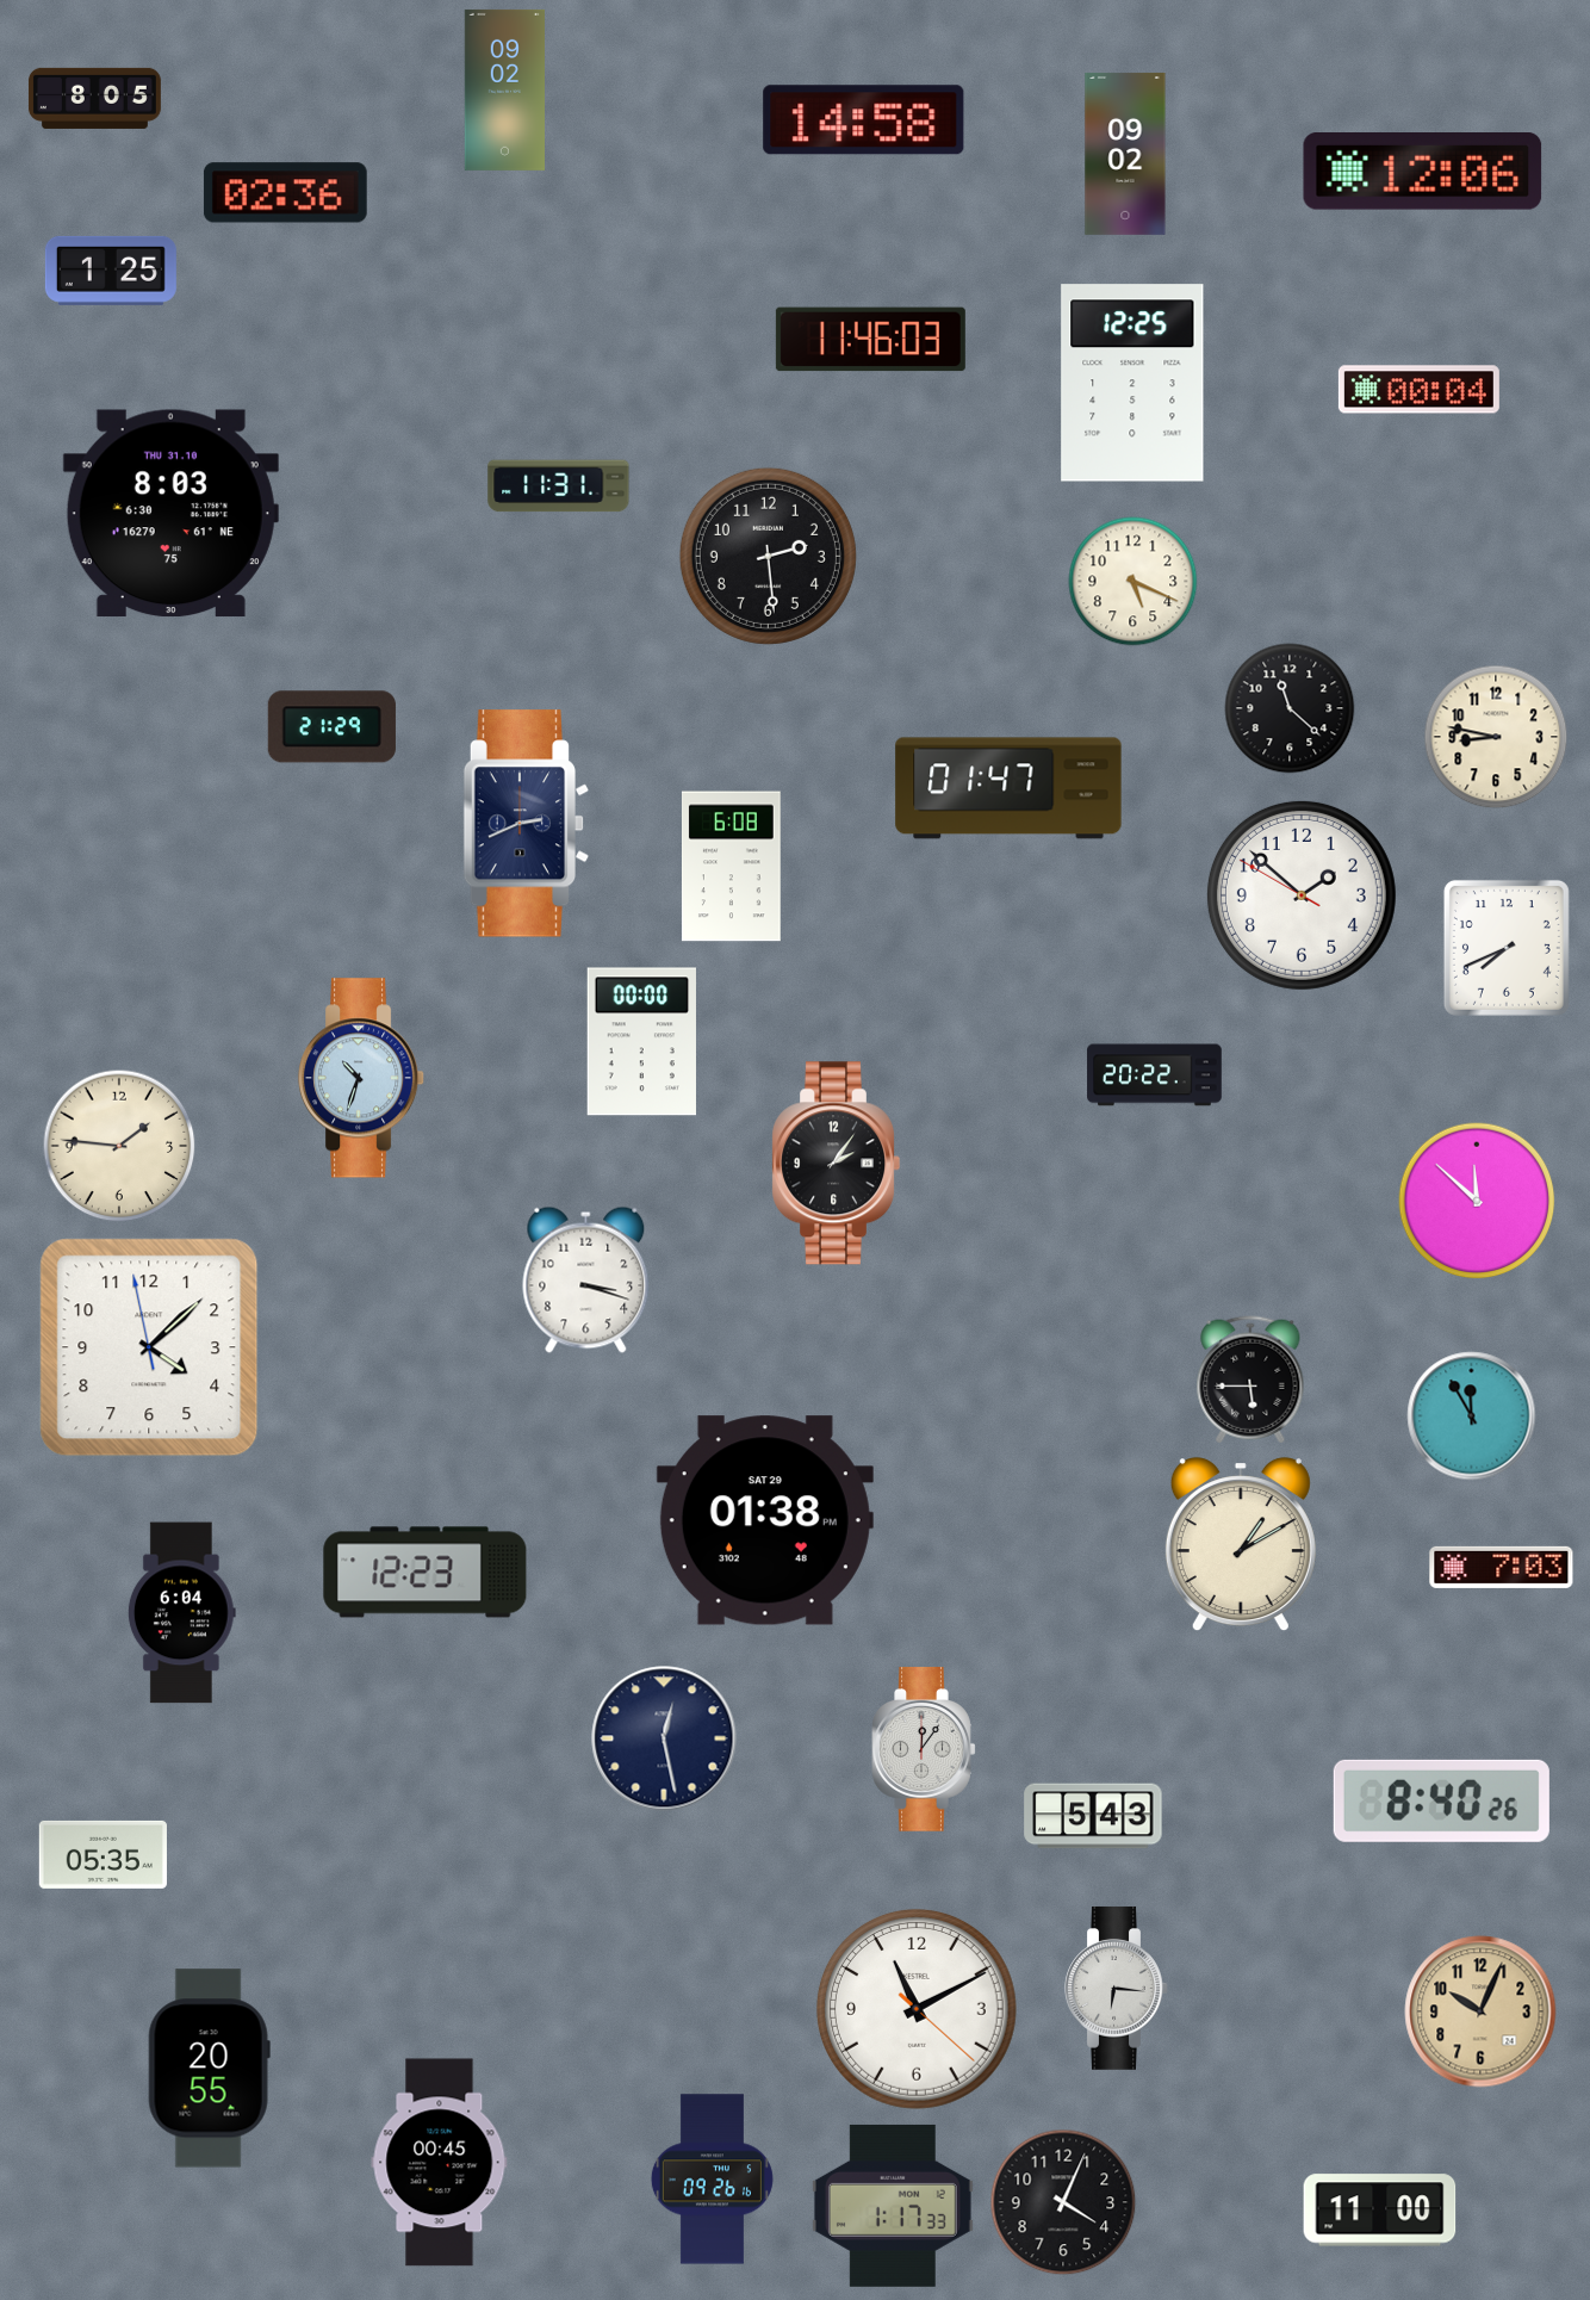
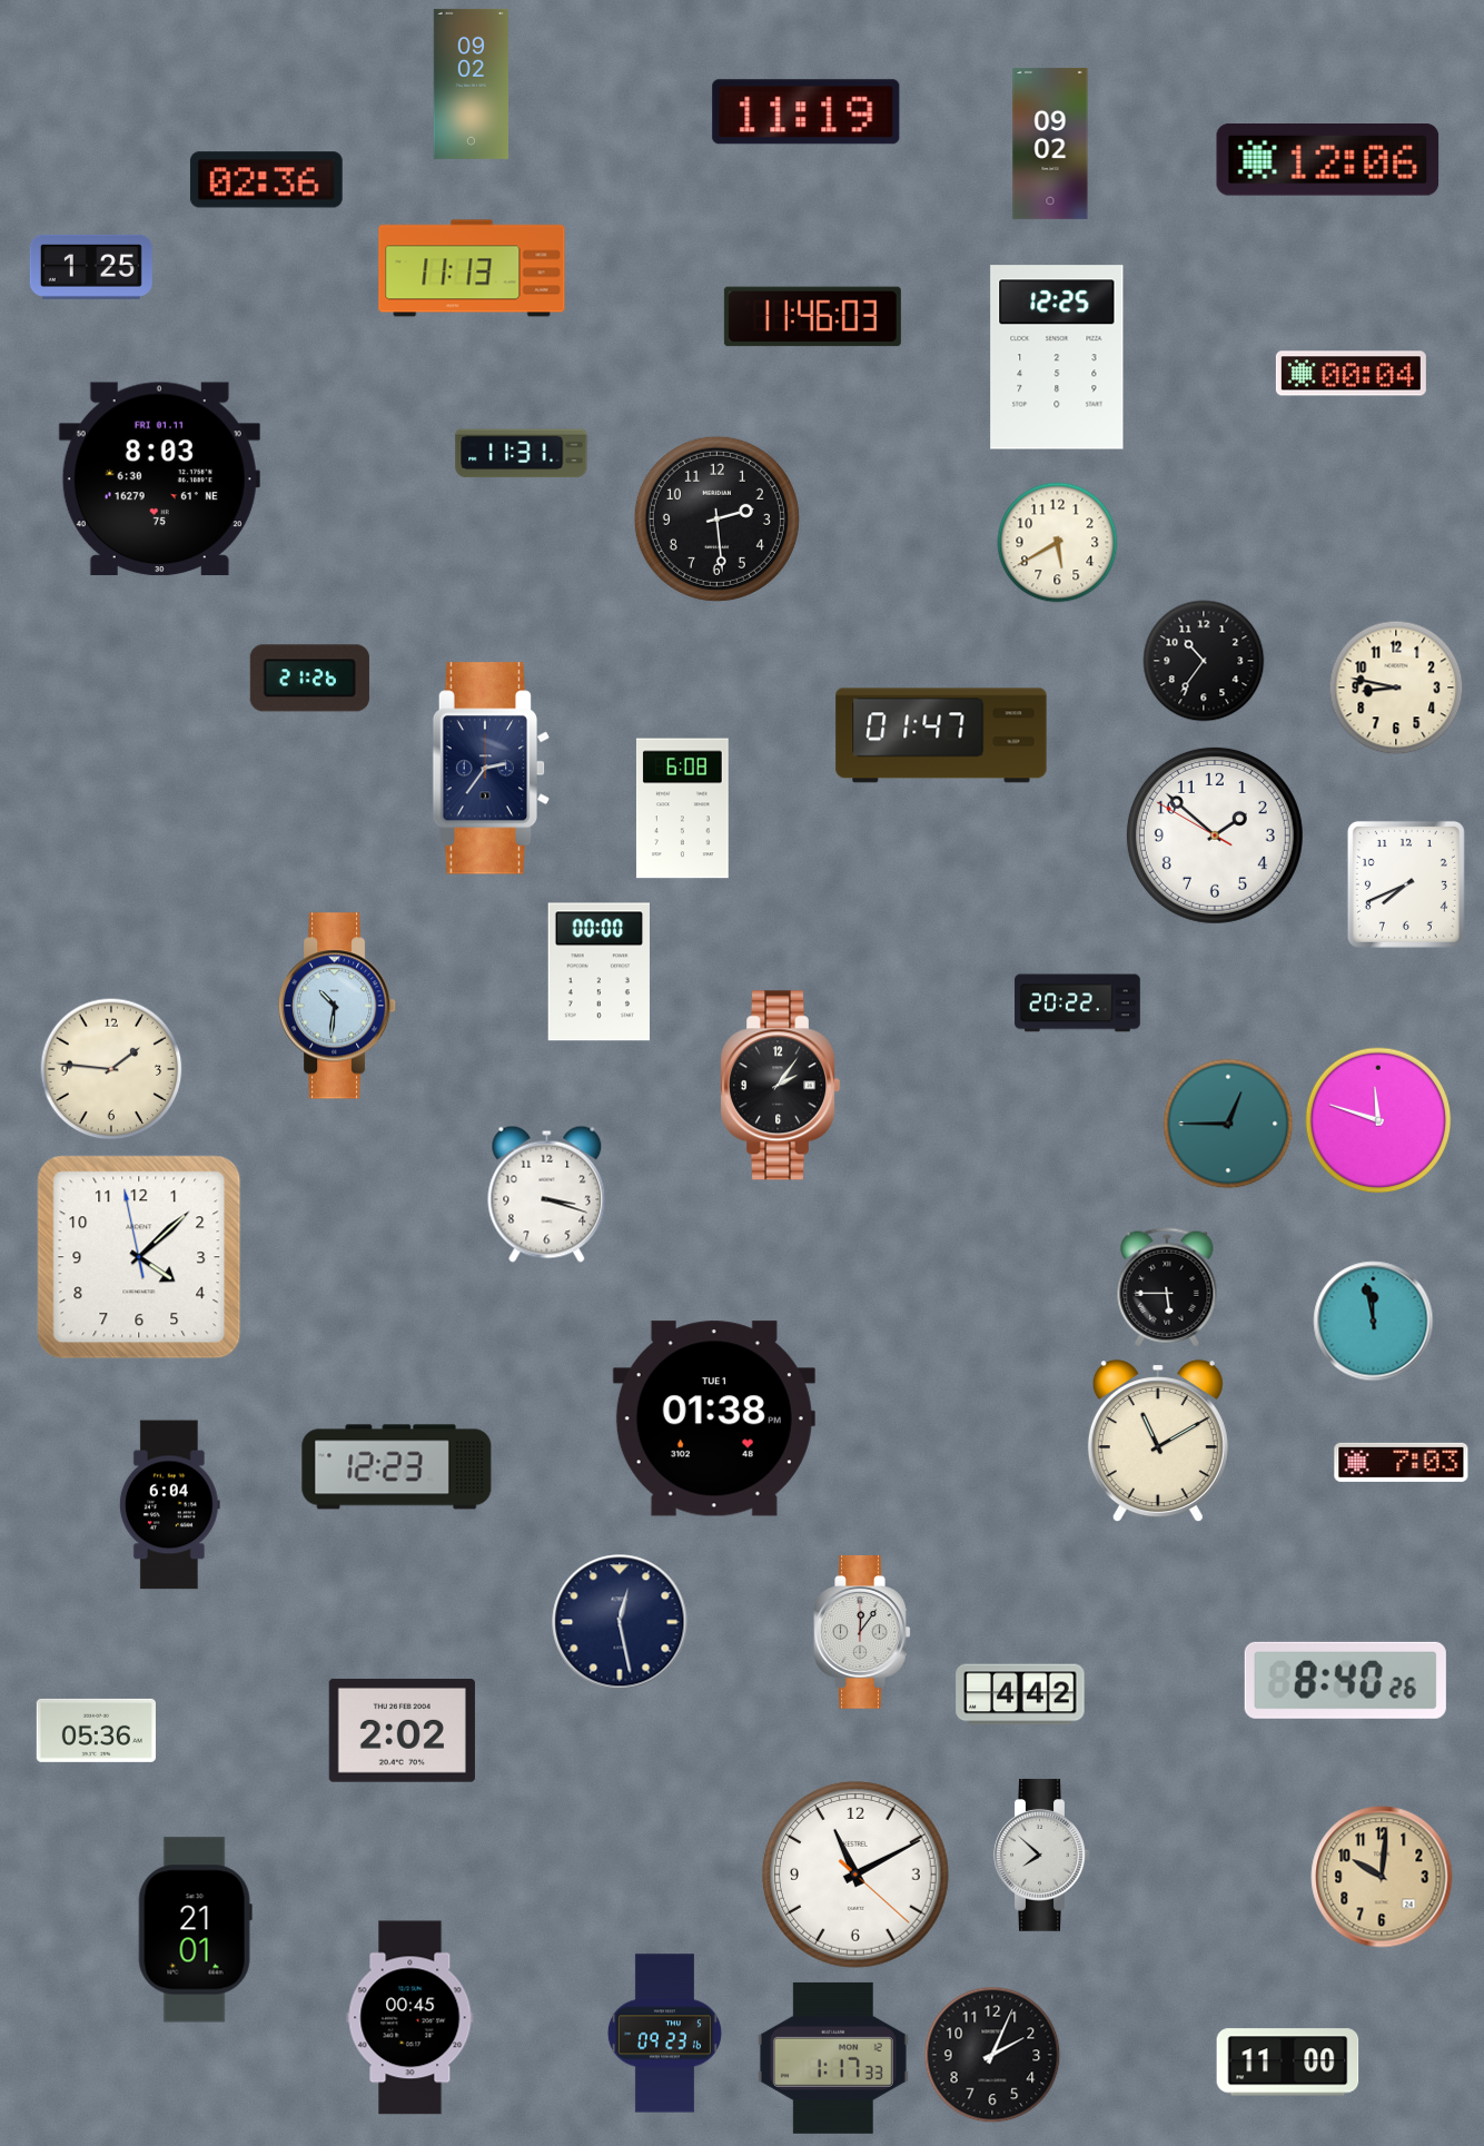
clock at (94, 98): 8:05 -> none
clock at (864, 120): 14:58 -> 11:19
clock at (111, 271) position: (111, 271) -> (91, 267)
clock at (472, 268): none -> 11:13
clock at (1418, 390) position: (1418, 390) -> (1351, 374)
clock at (170, 514) date: THU 31.10 -> FRI 01.11
clock at (1134, 582): 5:19 -> 5:40
clock at (1290, 708): 11:22 -> 10:36
clock at (331, 727): 21:29 -> 21:26
clock at (527, 824): 2:41 -> 2:36
clock at (361, 1078): 10:33 -> 10:31
clock at (1477, 1201): 11:52 -> 11:48
clock at (1228, 1124): none -> 12:45
clock at (1472, 1416): 11:55 -> 11:58
clock at (765, 1520) date: SAT 29 -> TUE 1
clock at (1241, 1545): 1:10 -> 11:10
clock at (1093, 1816): 5:43 -> 4:42
clock at (103, 1854): 05:35 -> 05:36
clock at (402, 1730): none -> 2:02
clock at (1117, 1989): 6:16 -> 7:52
clock at (1480, 2011): 10:04 -> 10:01
clock at (209, 2069): 20:55 -> 21:01
clock at (712, 2180): 09:26 -> 09:23
clock at (1063, 2202): 4:04 -> 2:04
